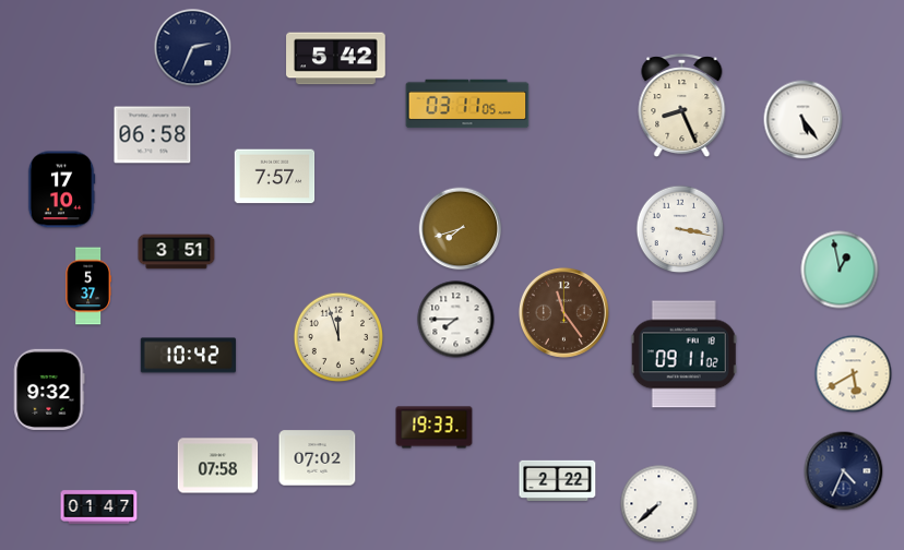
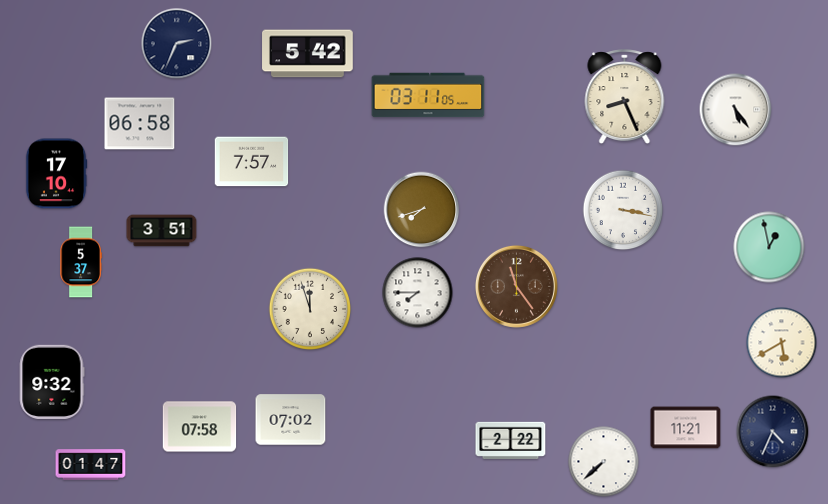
clock at (683, 355): 09:11 -> none
clock at (189, 356): 10:42 -> none
clock at (49, 390) position: (49, 390) -> (52, 382)
clock at (435, 428): 19:33 -> none
clock at (686, 428): none -> 11:21
